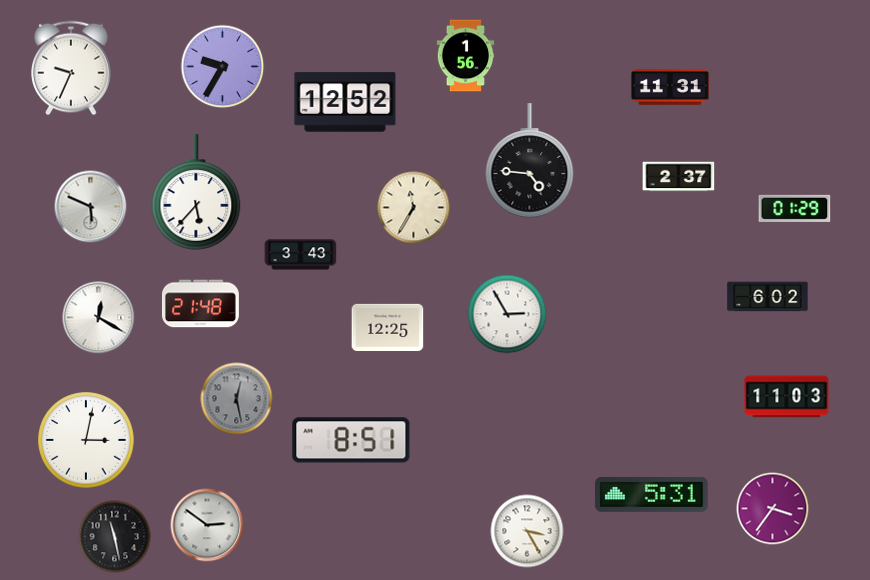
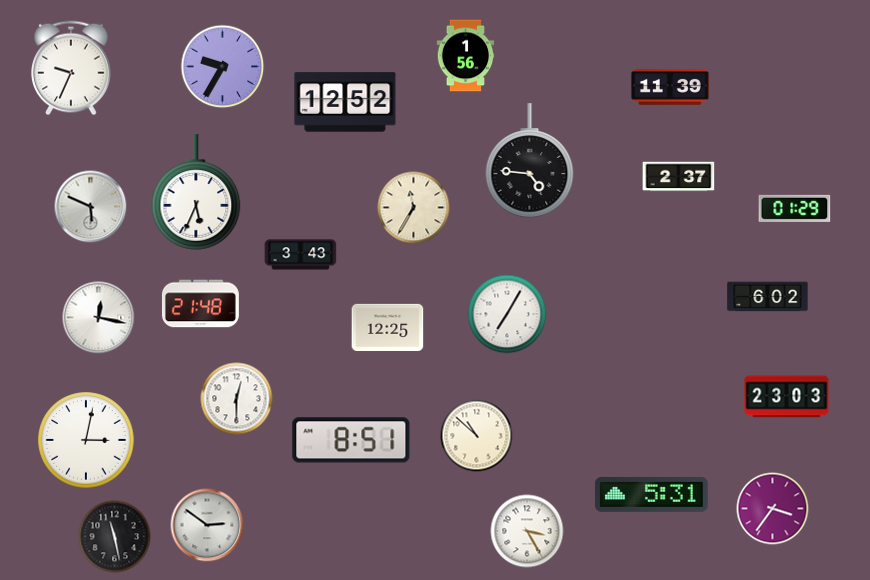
clock at (671, 88): 11:31 -> 11:39
clock at (196, 192): 5:37 -> 5:34
clock at (507, 314): 2:55 -> 7:05
clock at (99, 318): 12:20 -> 12:17
clock at (787, 397): 11:03 -> 23:03
clock at (237, 399): 12:28 -> 12:30
clock at (237, 399) dial: grey -> white
clock at (477, 436): none -> 10:52
